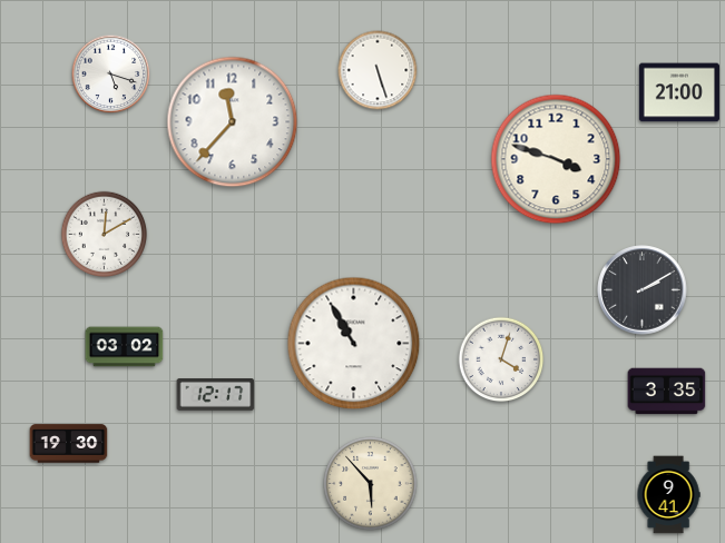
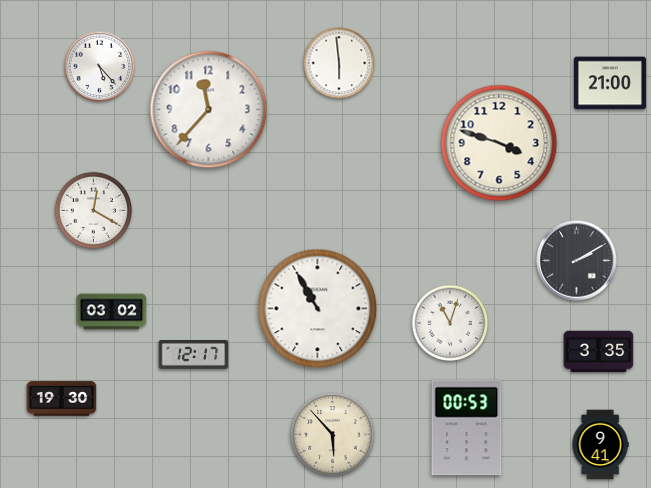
clock at (378, 70): 5:27 -> 5:59
clock at (111, 75): 5:18 -> 5:23
clock at (105, 235): 12:10 -> 12:20
clock at (501, 359): 4:03 -> 11:03
clock at (467, 428): none -> 00:53
